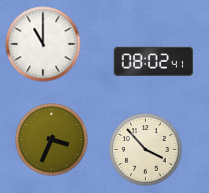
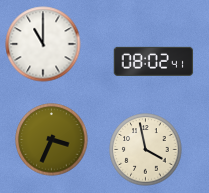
clock at (146, 150): 3:53 -> 3:58
